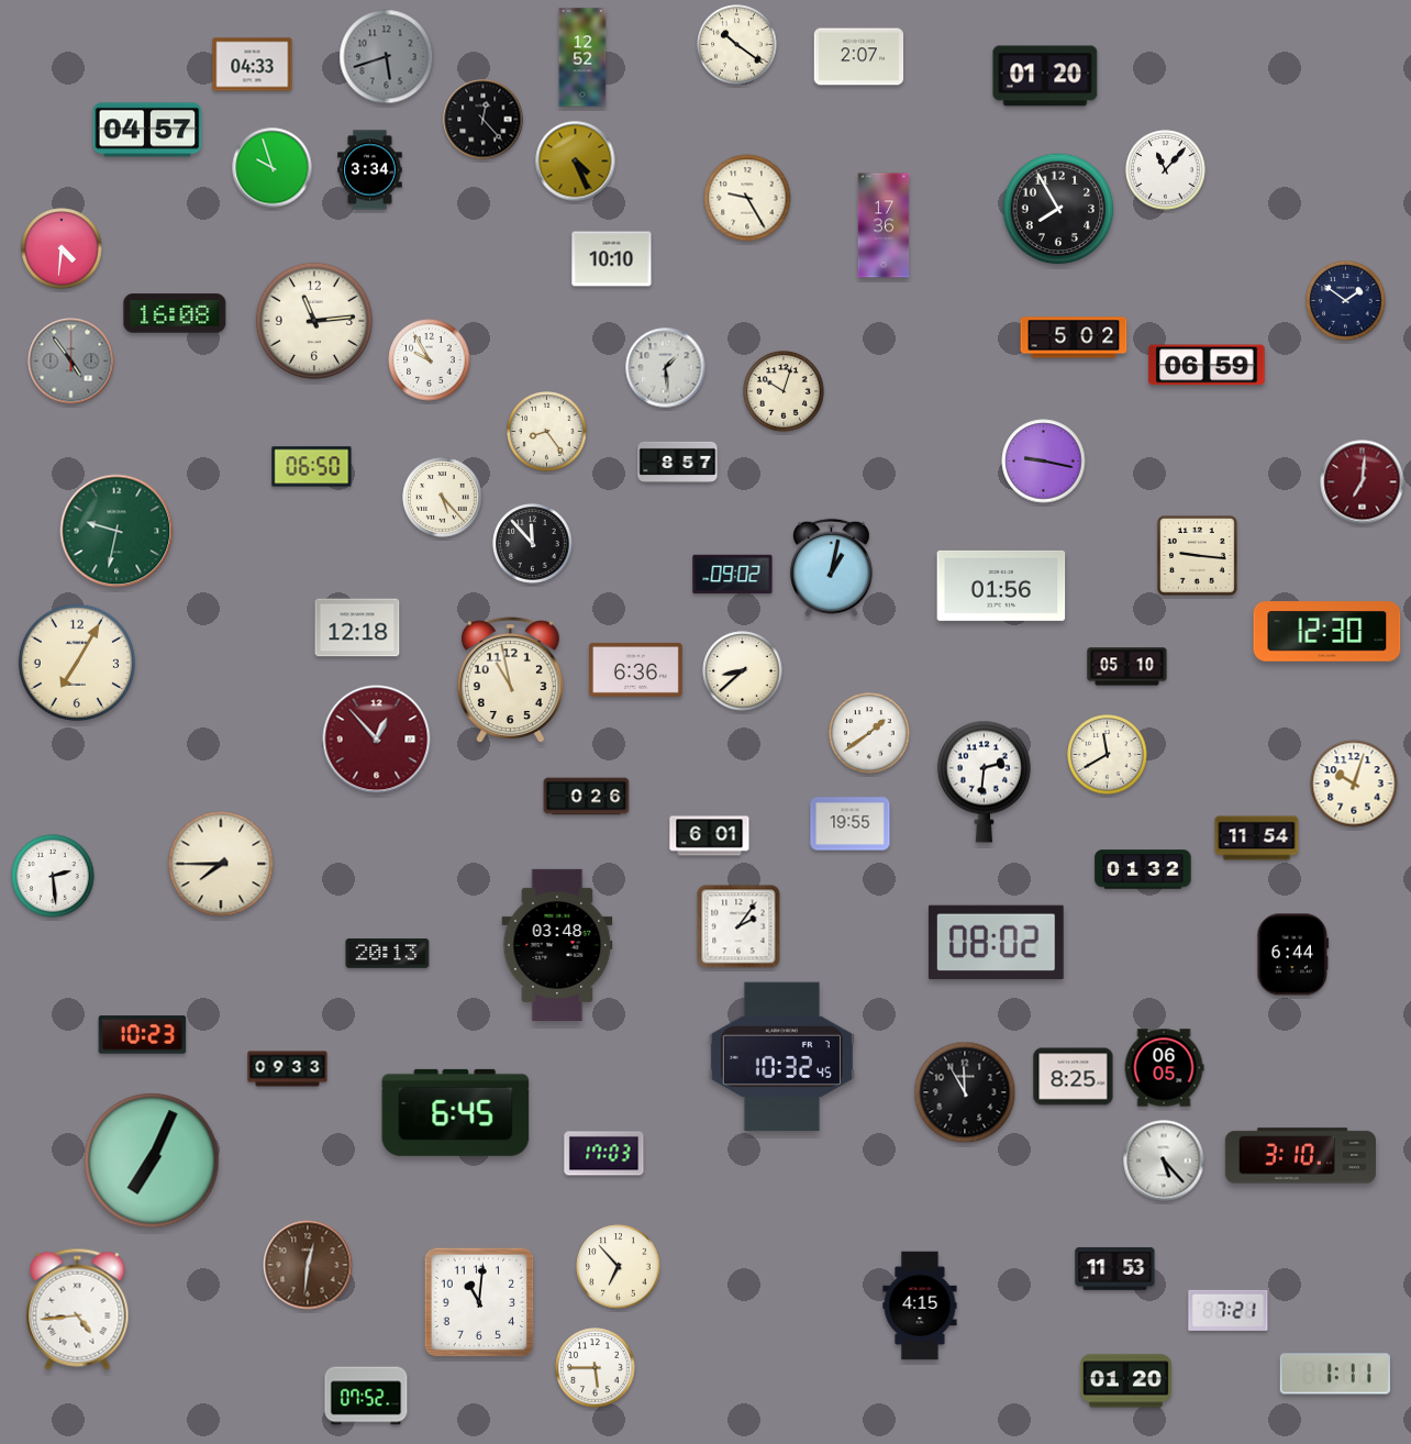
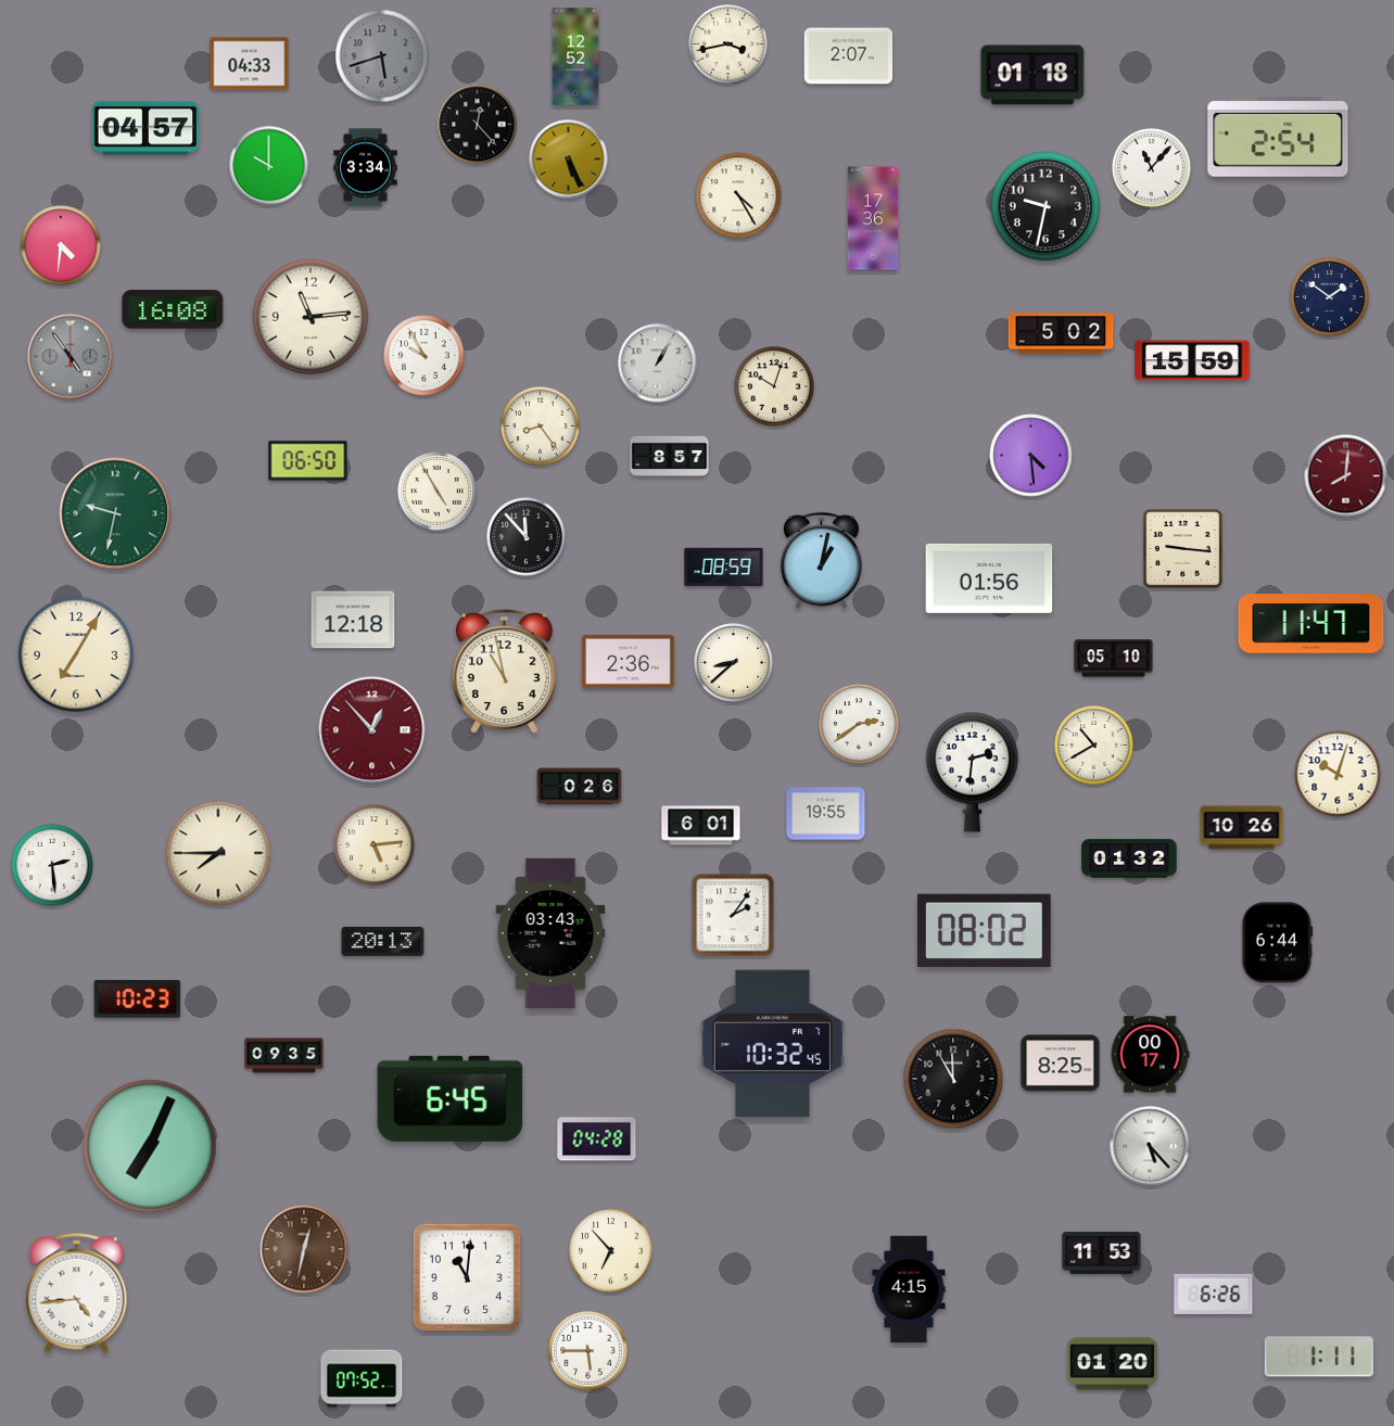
clock at (737, 45): 10:21 -> 3:43
clock at (1045, 76): 01:20 -> 01:18
clock at (484, 120) position: (484, 120) -> (478, 125)
clock at (1278, 137): none -> 2:54
clock at (576, 162): 4:26 -> 5:26
clock at (273, 168): 9:57 -> 10:00
clock at (747, 198): 9:25 -> 4:25
clock at (1058, 209): 7:55 -> 9:32
clock at (884, 225) position: (884, 225) -> (873, 218)
clock at (612, 259): 10:10 -> none
clock at (1207, 365): 06:59 -> 15:59
clock at (666, 368): 1:29 -> 1:05
clock at (1044, 462): 9:17 -> 4:29
clock at (1363, 482): 7:01 -> 8:01
clock at (443, 498): 5:23 -> 4:55
clock at (116, 531) position: (116, 531) -> (115, 513)
clock at (733, 575): 09:02 -> 08:59
clock at (1327, 632): 12:30 -> 11:47
clock at (636, 669): 6:36 -> 2:36
clock at (869, 733): 1:39 -> 2:39
clock at (1108, 755): 11:40 -> 10:40
clock at (851, 824) position: (851, 824) -> (826, 814)
clock at (1257, 838): 11:54 -> 10:26
clock at (375, 845): none -> 5:14
clock at (738, 926) position: (738, 926) -> (733, 915)
clock at (557, 945): 03:48 -> 03:43
clock at (143, 1035) position: (143, 1035) -> (138, 1000)
clock at (1164, 1068): 06:05 -> 00:17
clock at (288, 1069): 09:33 -> 09:35
clock at (604, 1154): 17:03 -> 04:28
clock at (1300, 1156): 3:10 -> none
clock at (308, 1265): 12:31 -> 12:32
clock at (479, 1302) position: (479, 1302) -> (467, 1277)
clock at (1229, 1310): 7:21 -> 6:26
